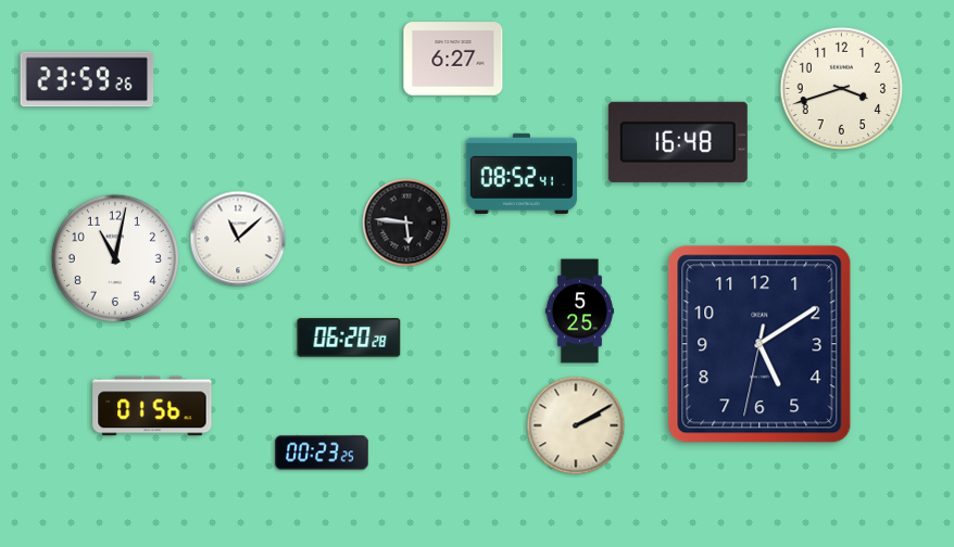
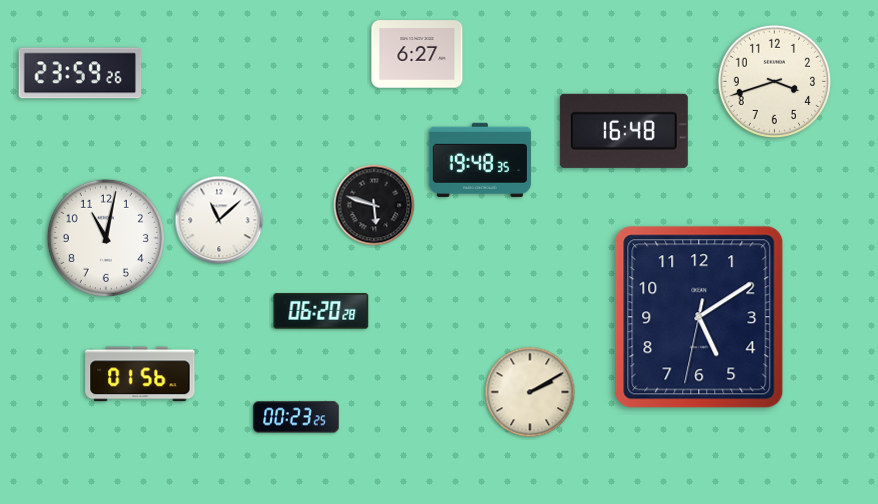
clock at (522, 174): 08:52 -> 19:48
clock at (406, 222): 5:46 -> 5:48
clock at (579, 311): 5:25 -> none
